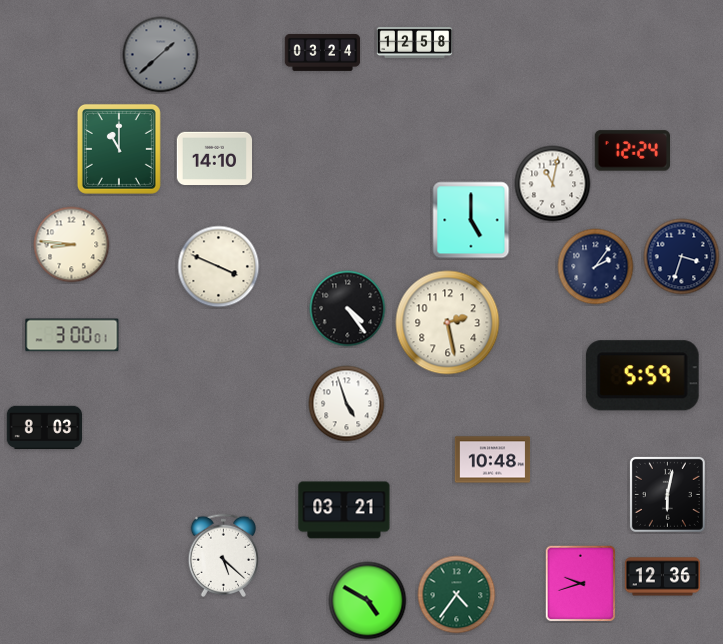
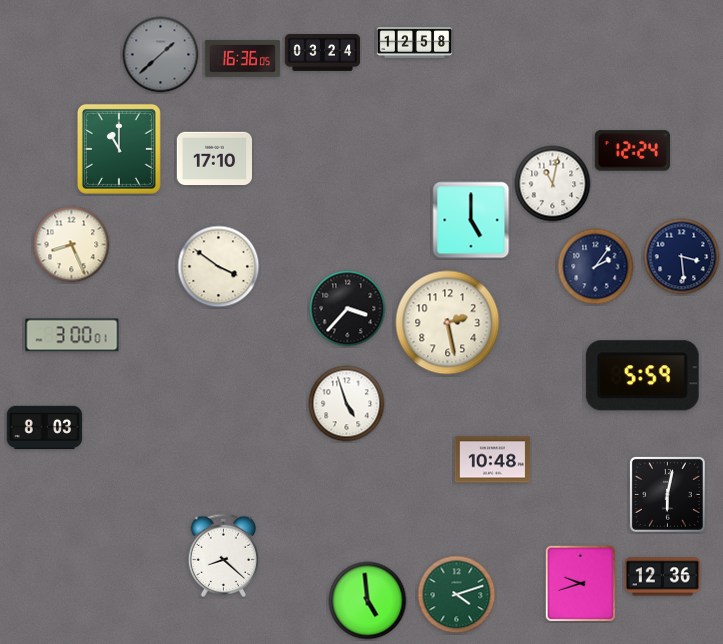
clock at (243, 59): none -> 16:36
clock at (215, 159): 14:10 -> 17:10
clock at (72, 245): 8:46 -> 8:26
clock at (682, 257): 3:33 -> 3:29
clock at (219, 267): 3:49 -> 3:51
clock at (348, 309): 4:24 -> 3:37
clock at (344, 510): 03:21 -> none
clock at (224, 555): 5:22 -> 8:22
clock at (457, 595): 4:36 -> 4:12
clock at (368, 601): 4:50 -> 4:59
